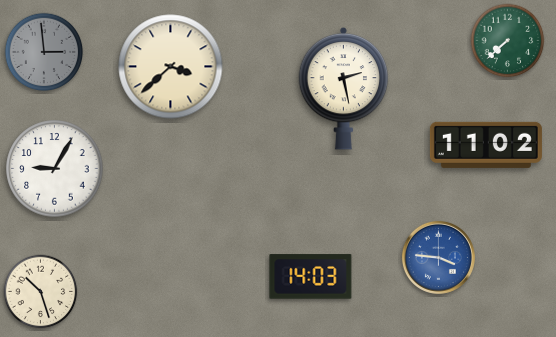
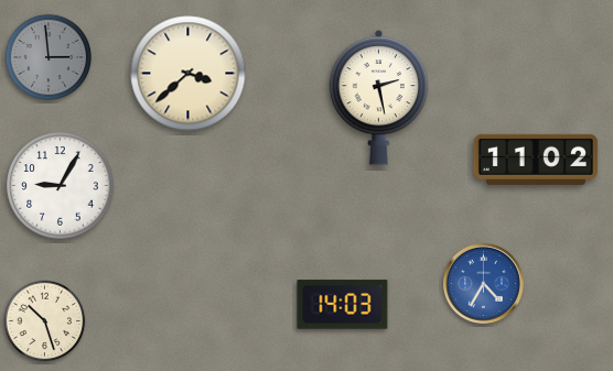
clock at (508, 41): 7:38 -> none
clock at (438, 257): 3:46 -> 4:35
